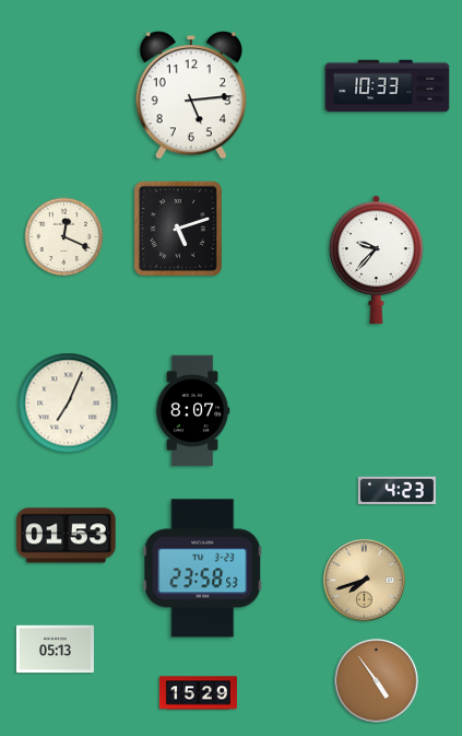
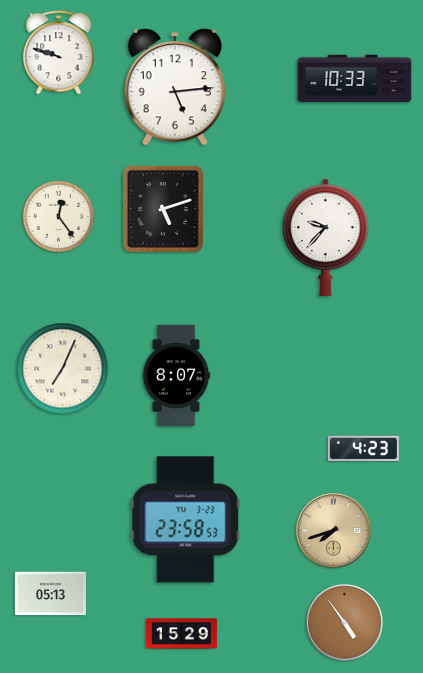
clock at (59, 53): none -> 9:48
clock at (64, 237): 12:19 -> 12:24
clock at (377, 259) position: (377, 259) -> (326, 237)
clock at (67, 536): 01:53 -> none
